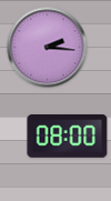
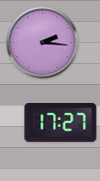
clock at (68, 137): 08:00 -> 17:27
